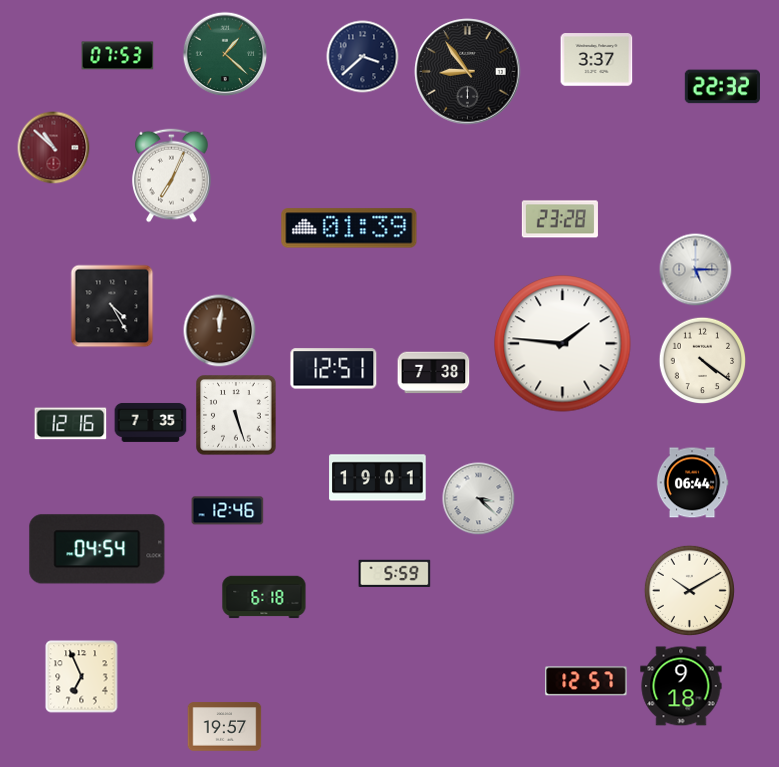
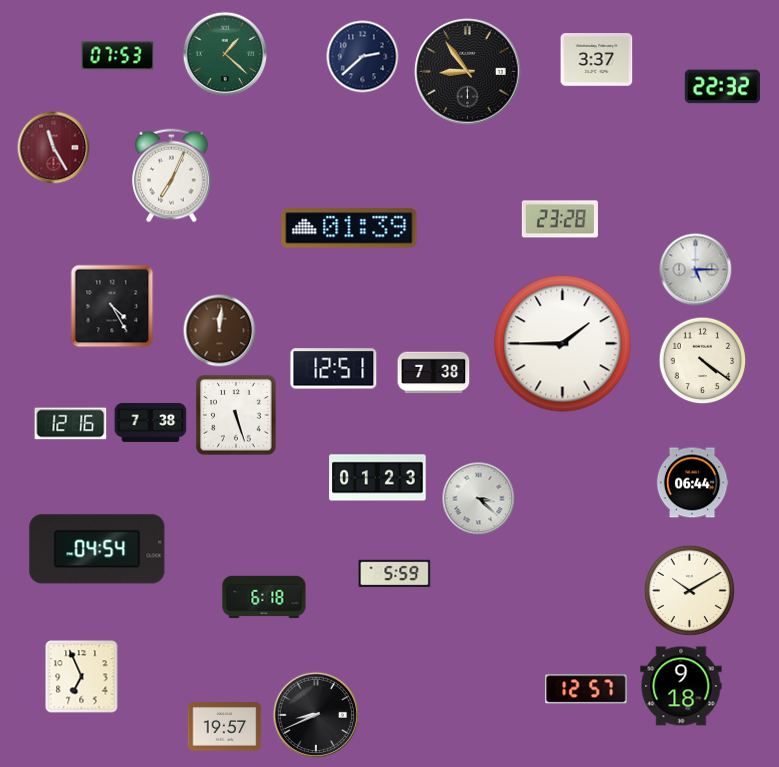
clock at (363, 57): 3:38 -> 2:38
clock at (54, 148): 10:52 -> 11:25
clock at (563, 344): 1:46 -> 1:45
clock at (151, 422): 7:35 -> 7:38
clock at (378, 478): 19:01 -> 01:23
clock at (228, 511): 12:46 -> none
clock at (586, 681) position: (586, 681) -> (586, 689)
clock at (316, 715): none -> 8:41
